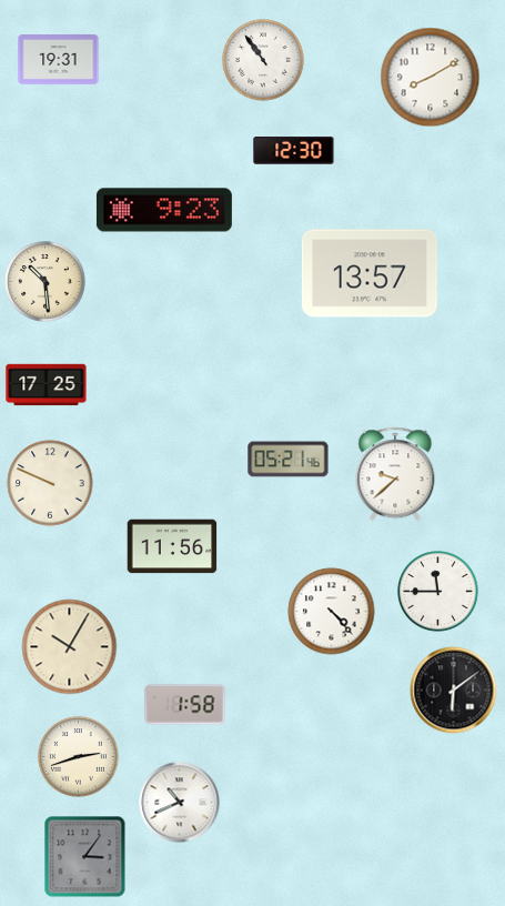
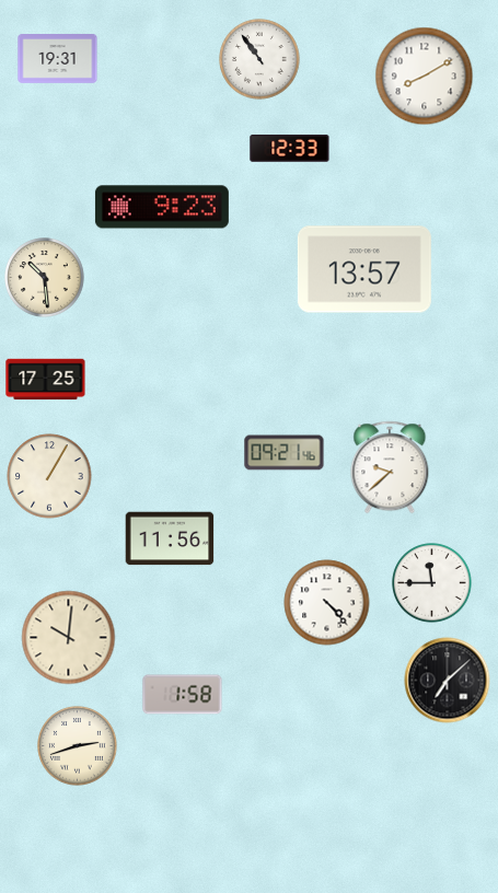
clock at (294, 151): 12:30 -> 12:33
clock at (289, 460): 05:21 -> 09:21
clock at (50, 483): 9:49 -> 1:05
clock at (70, 647): 10:05 -> 10:01
clock at (454, 691): 6:09 -> 7:08
clock at (180, 803): 10:41 -> none
clock at (85, 857): 3:06 -> none
